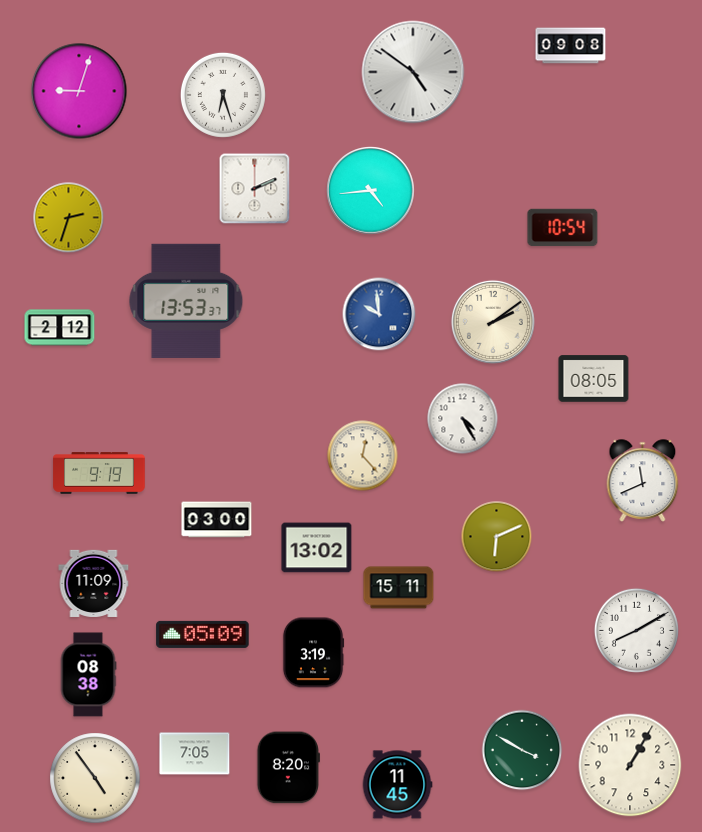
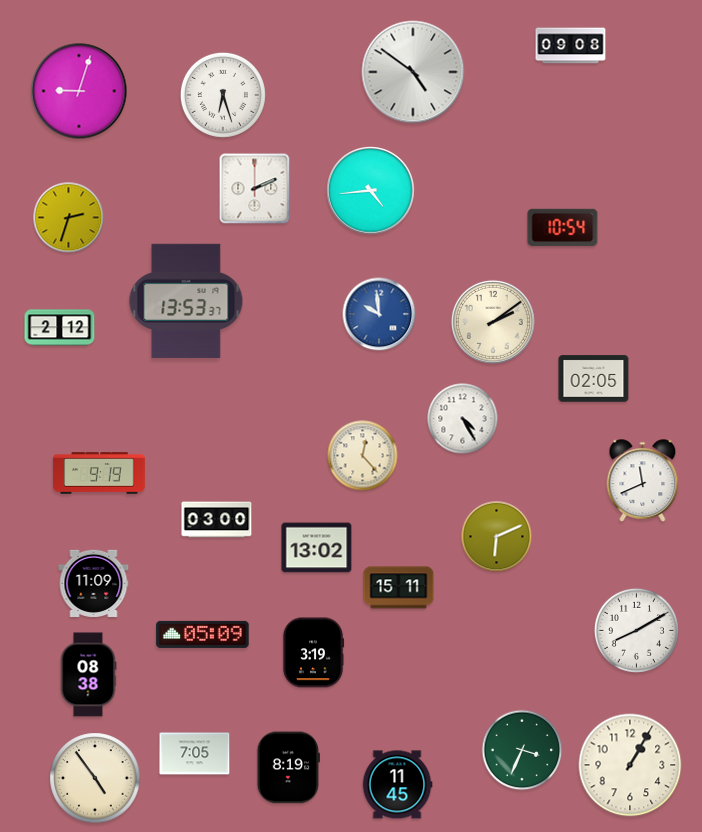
clock at (594, 379): 08:05 -> 02:05
clock at (522, 750): 3:50 -> 3:34
clock at (288, 768): 8:20 -> 8:19
